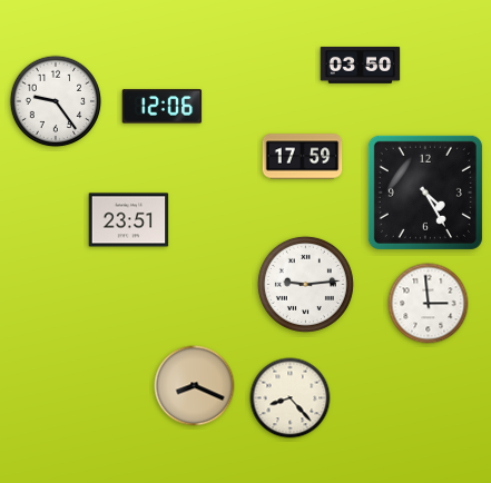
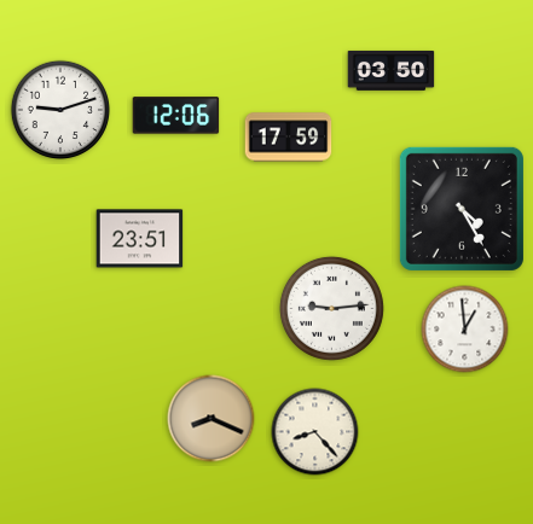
clock at (56, 101): 9:24 -> 9:12
clock at (303, 157) position: (303, 157) -> (289, 138)
clock at (429, 304): 2:59 -> 12:59
